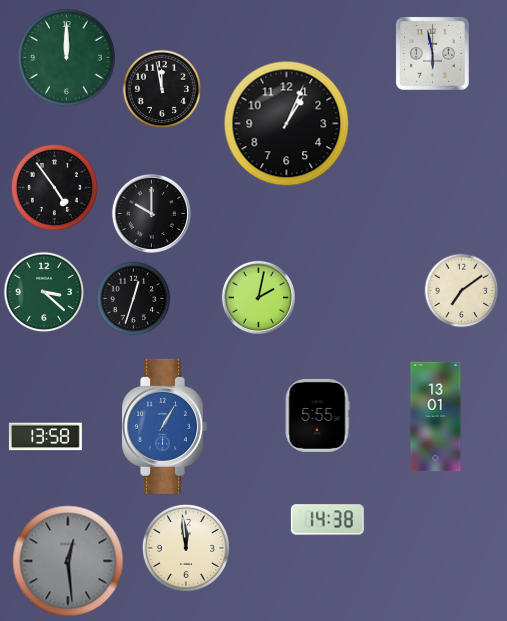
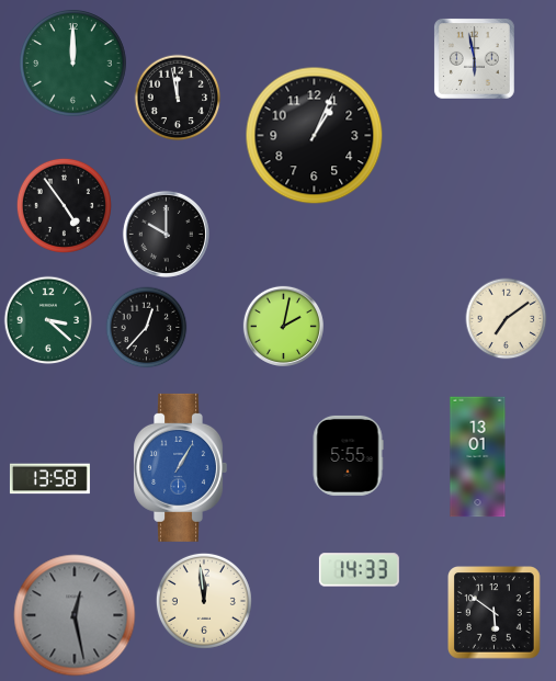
clock at (54, 187) position: (54, 187) -> (64, 205)
clock at (134, 299): 12:33 -> 12:37
clock at (327, 520): 14:38 -> 14:33
clock at (495, 613): none -> 5:51
clock at (68, 561): 12:29 -> 12:28
